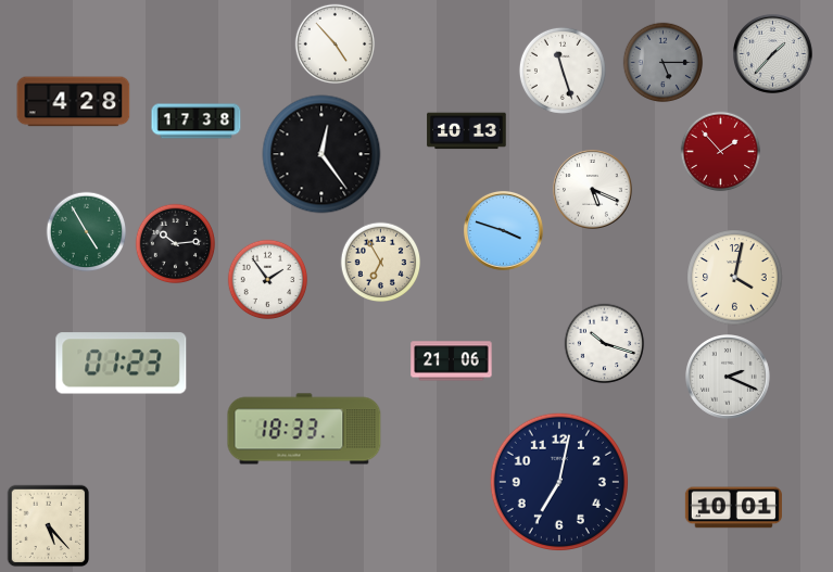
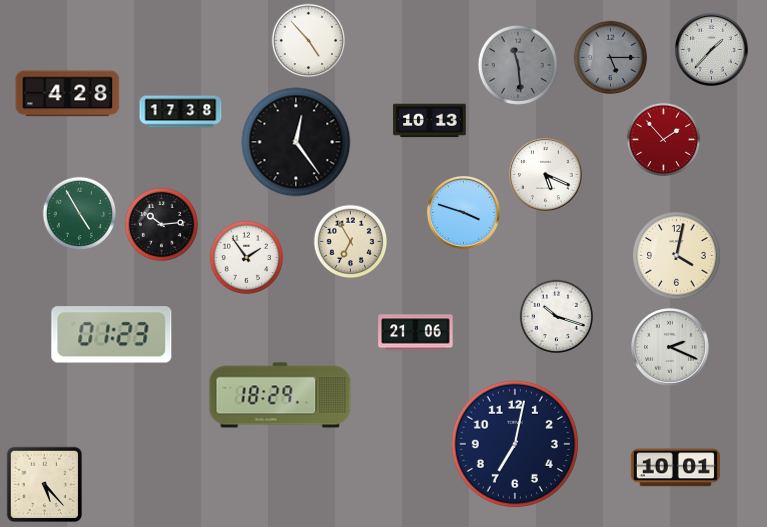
clock at (563, 71): 11:27 -> 11:29
clock at (563, 71) dial: white -> grey
clock at (304, 429): 18:33 -> 18:29
